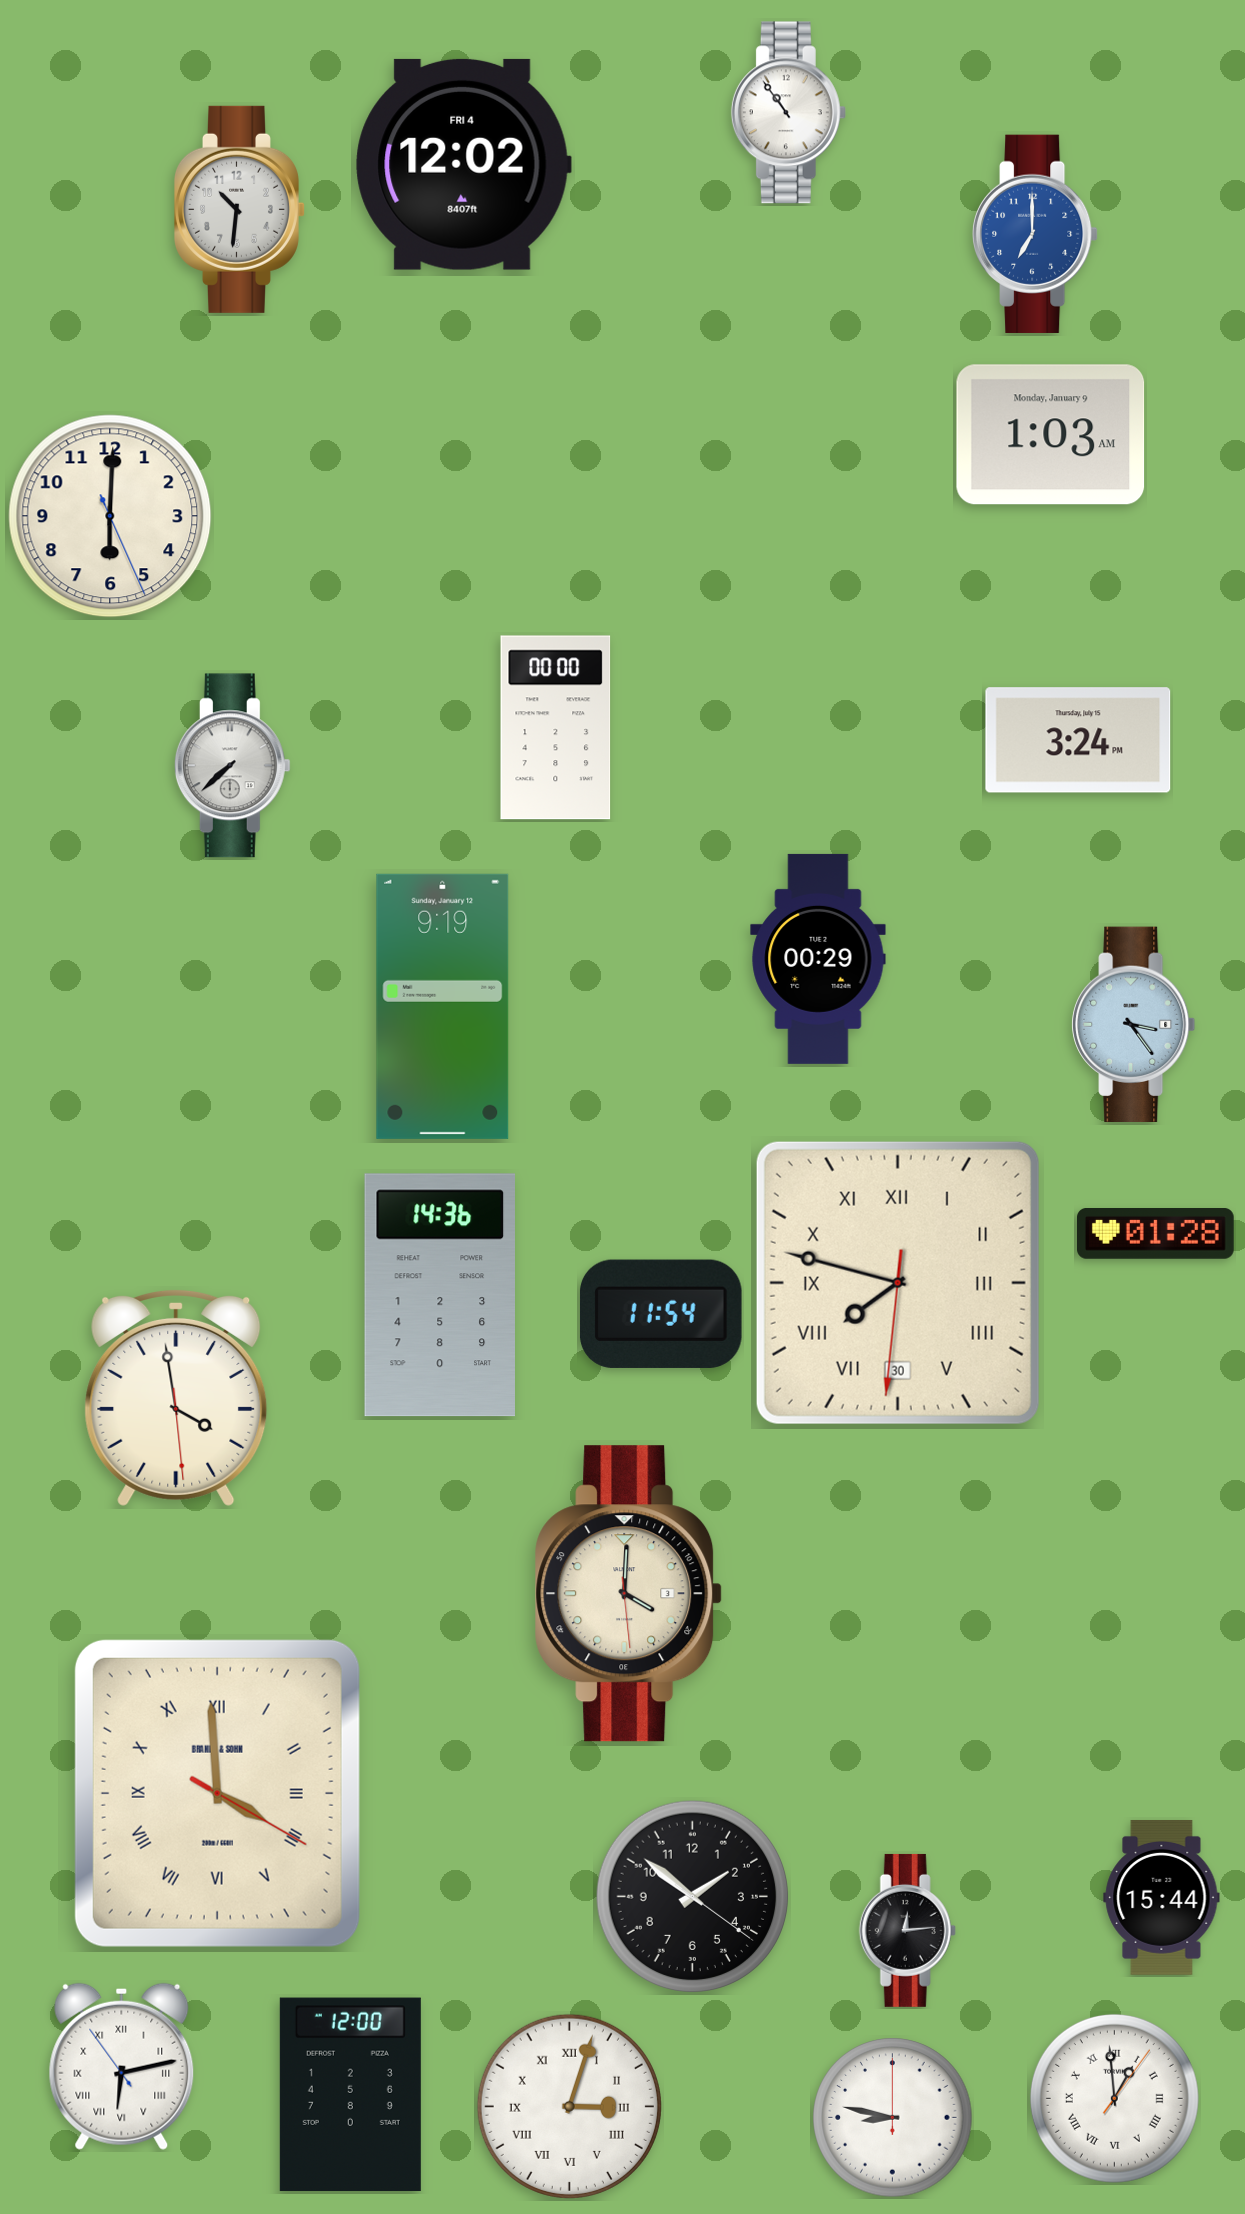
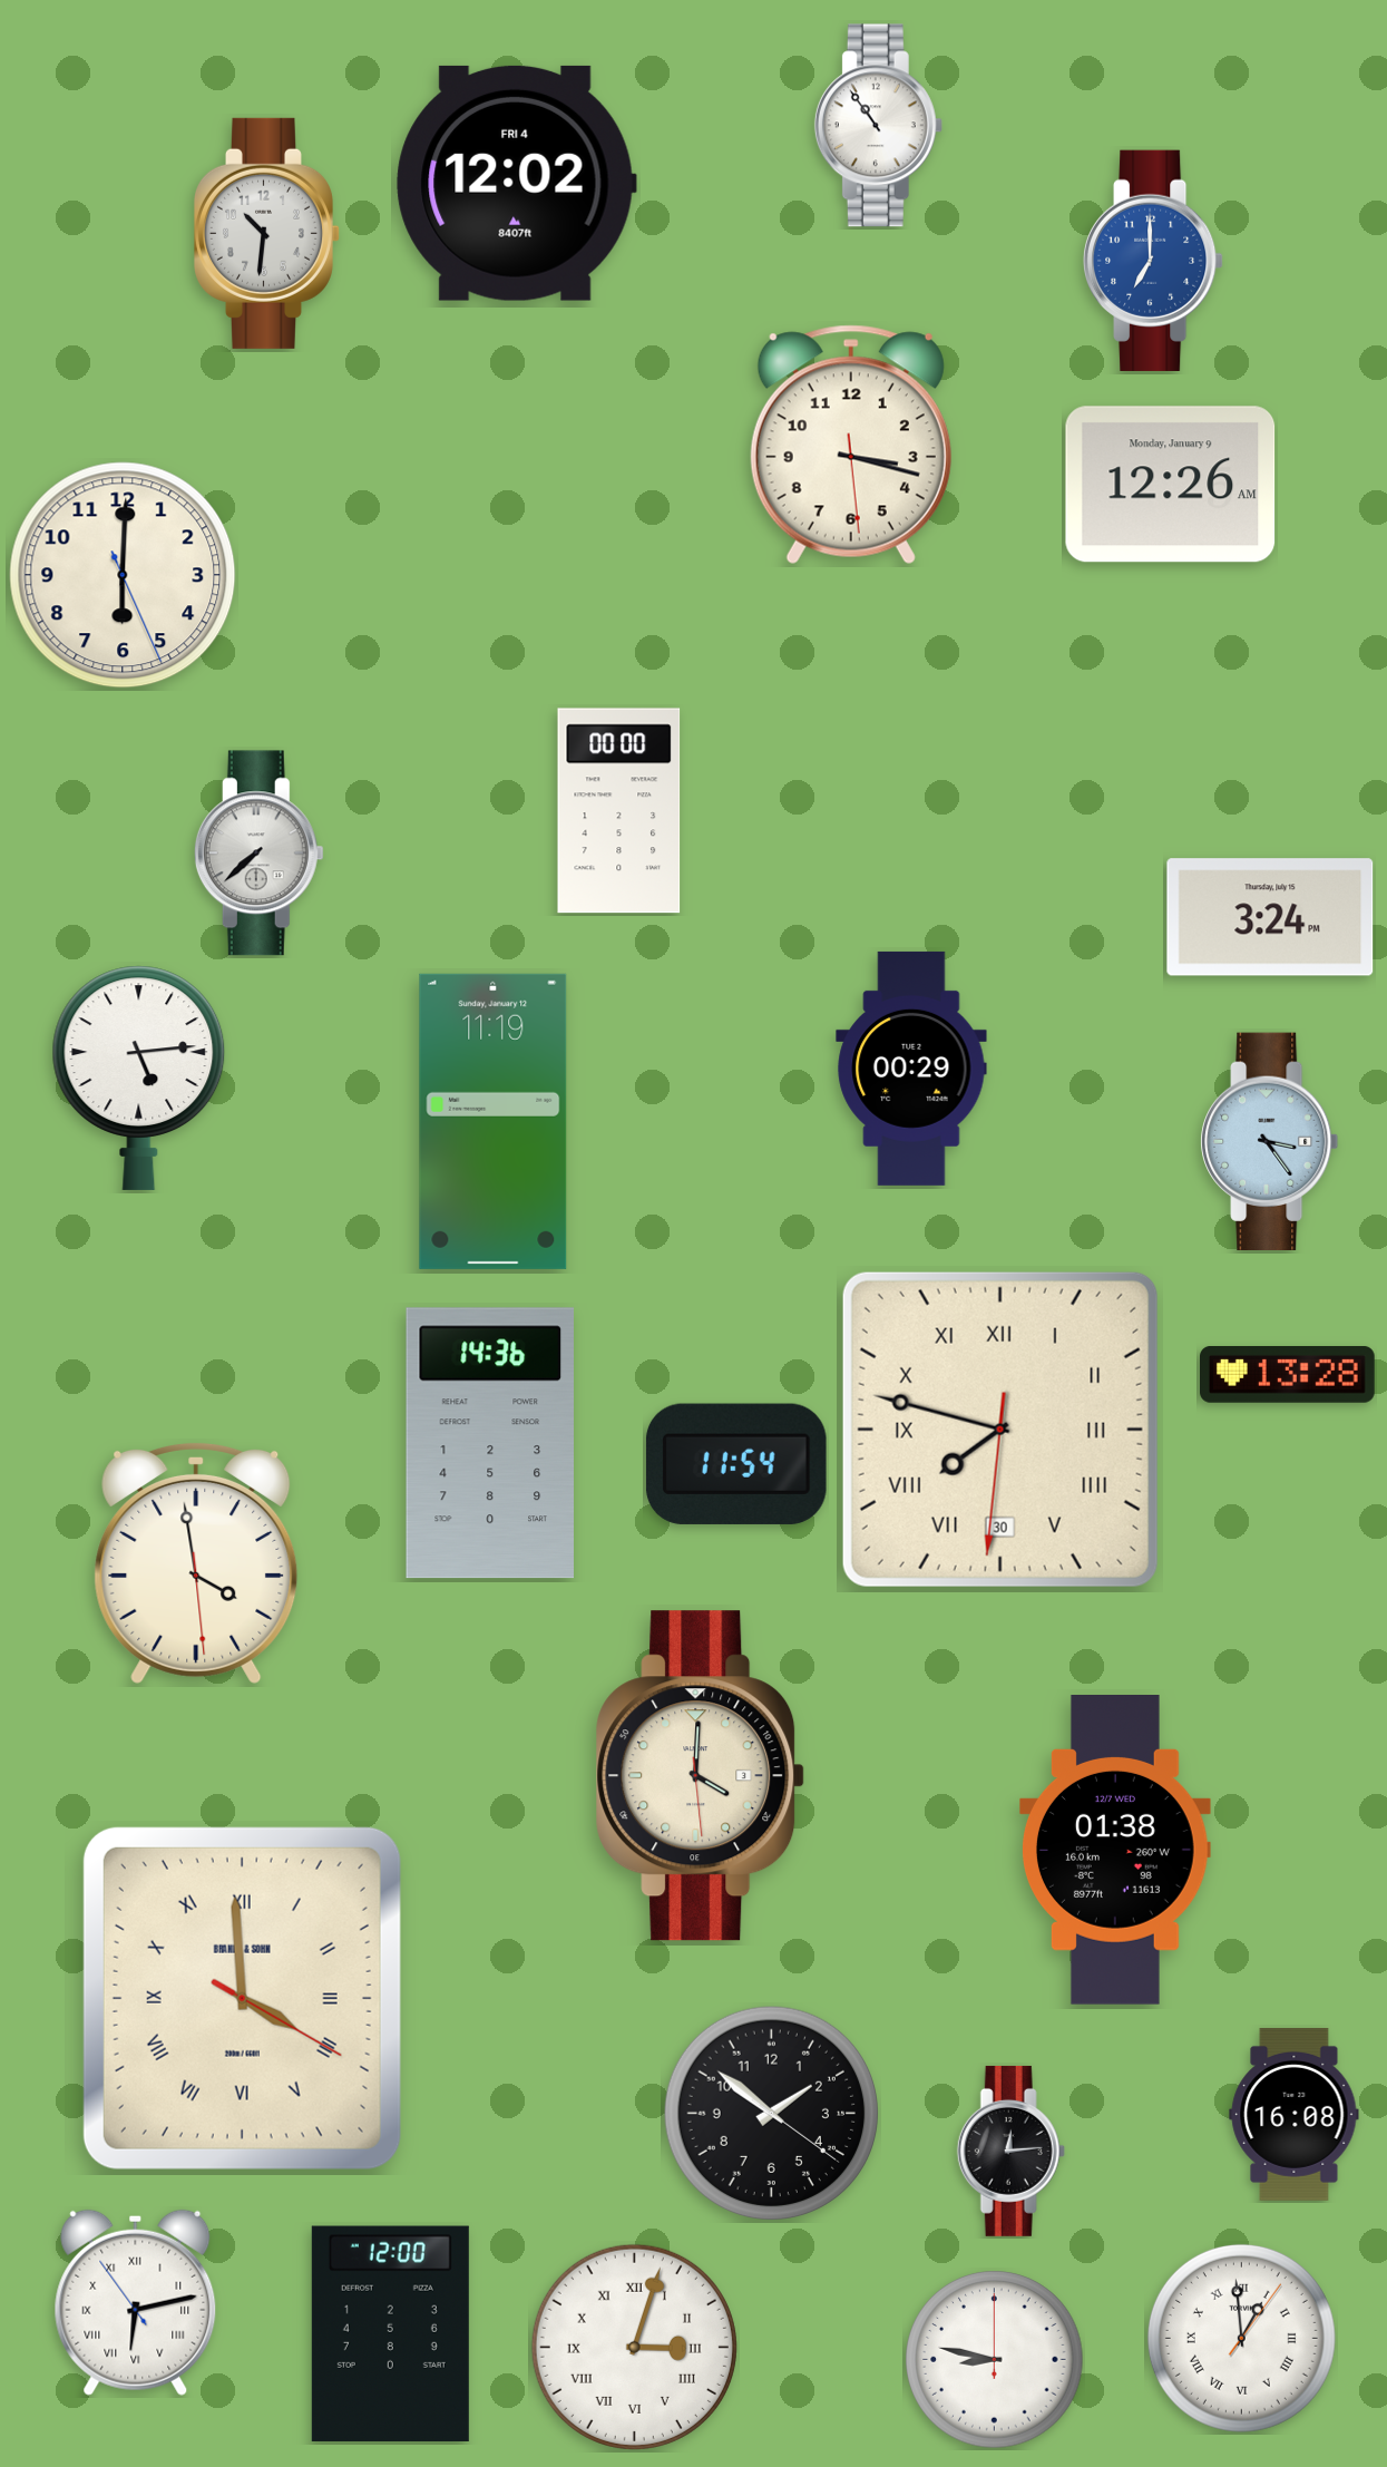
clock at (851, 445): none -> 3:17
clock at (1051, 435): 1:03 -> 12:26
clock at (1078, 740) position: (1078, 740) -> (1270, 917)
clock at (139, 1078): none -> 5:14
clock at (443, 1006): 9:19 -> 11:19
clock at (1134, 1024) position: (1134, 1024) -> (1270, 1141)
clock at (1156, 1234): 01:28 -> 13:28
clock at (176, 1397) position: (176, 1397) -> (196, 1562)
clock at (1115, 1851): none -> 01:38
clock at (1162, 1897): 15:44 -> 16:08
